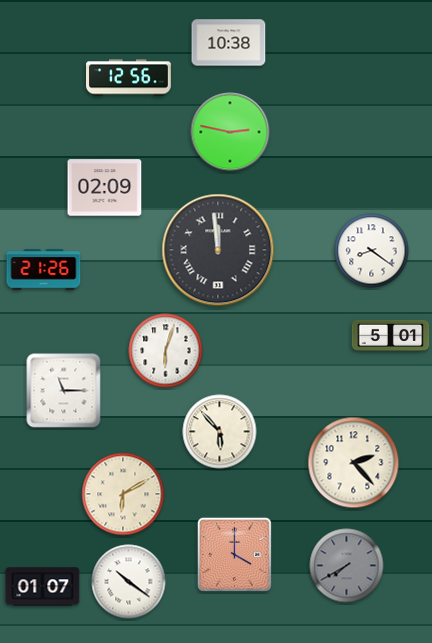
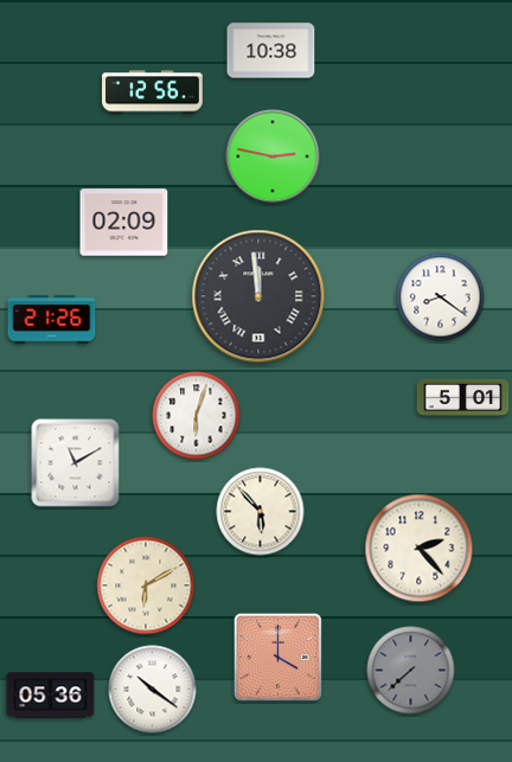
clock at (64, 391): 11:15 -> 11:10
clock at (347, 566): 7:40 -> 7:38
clock at (43, 587): 01:07 -> 05:36
